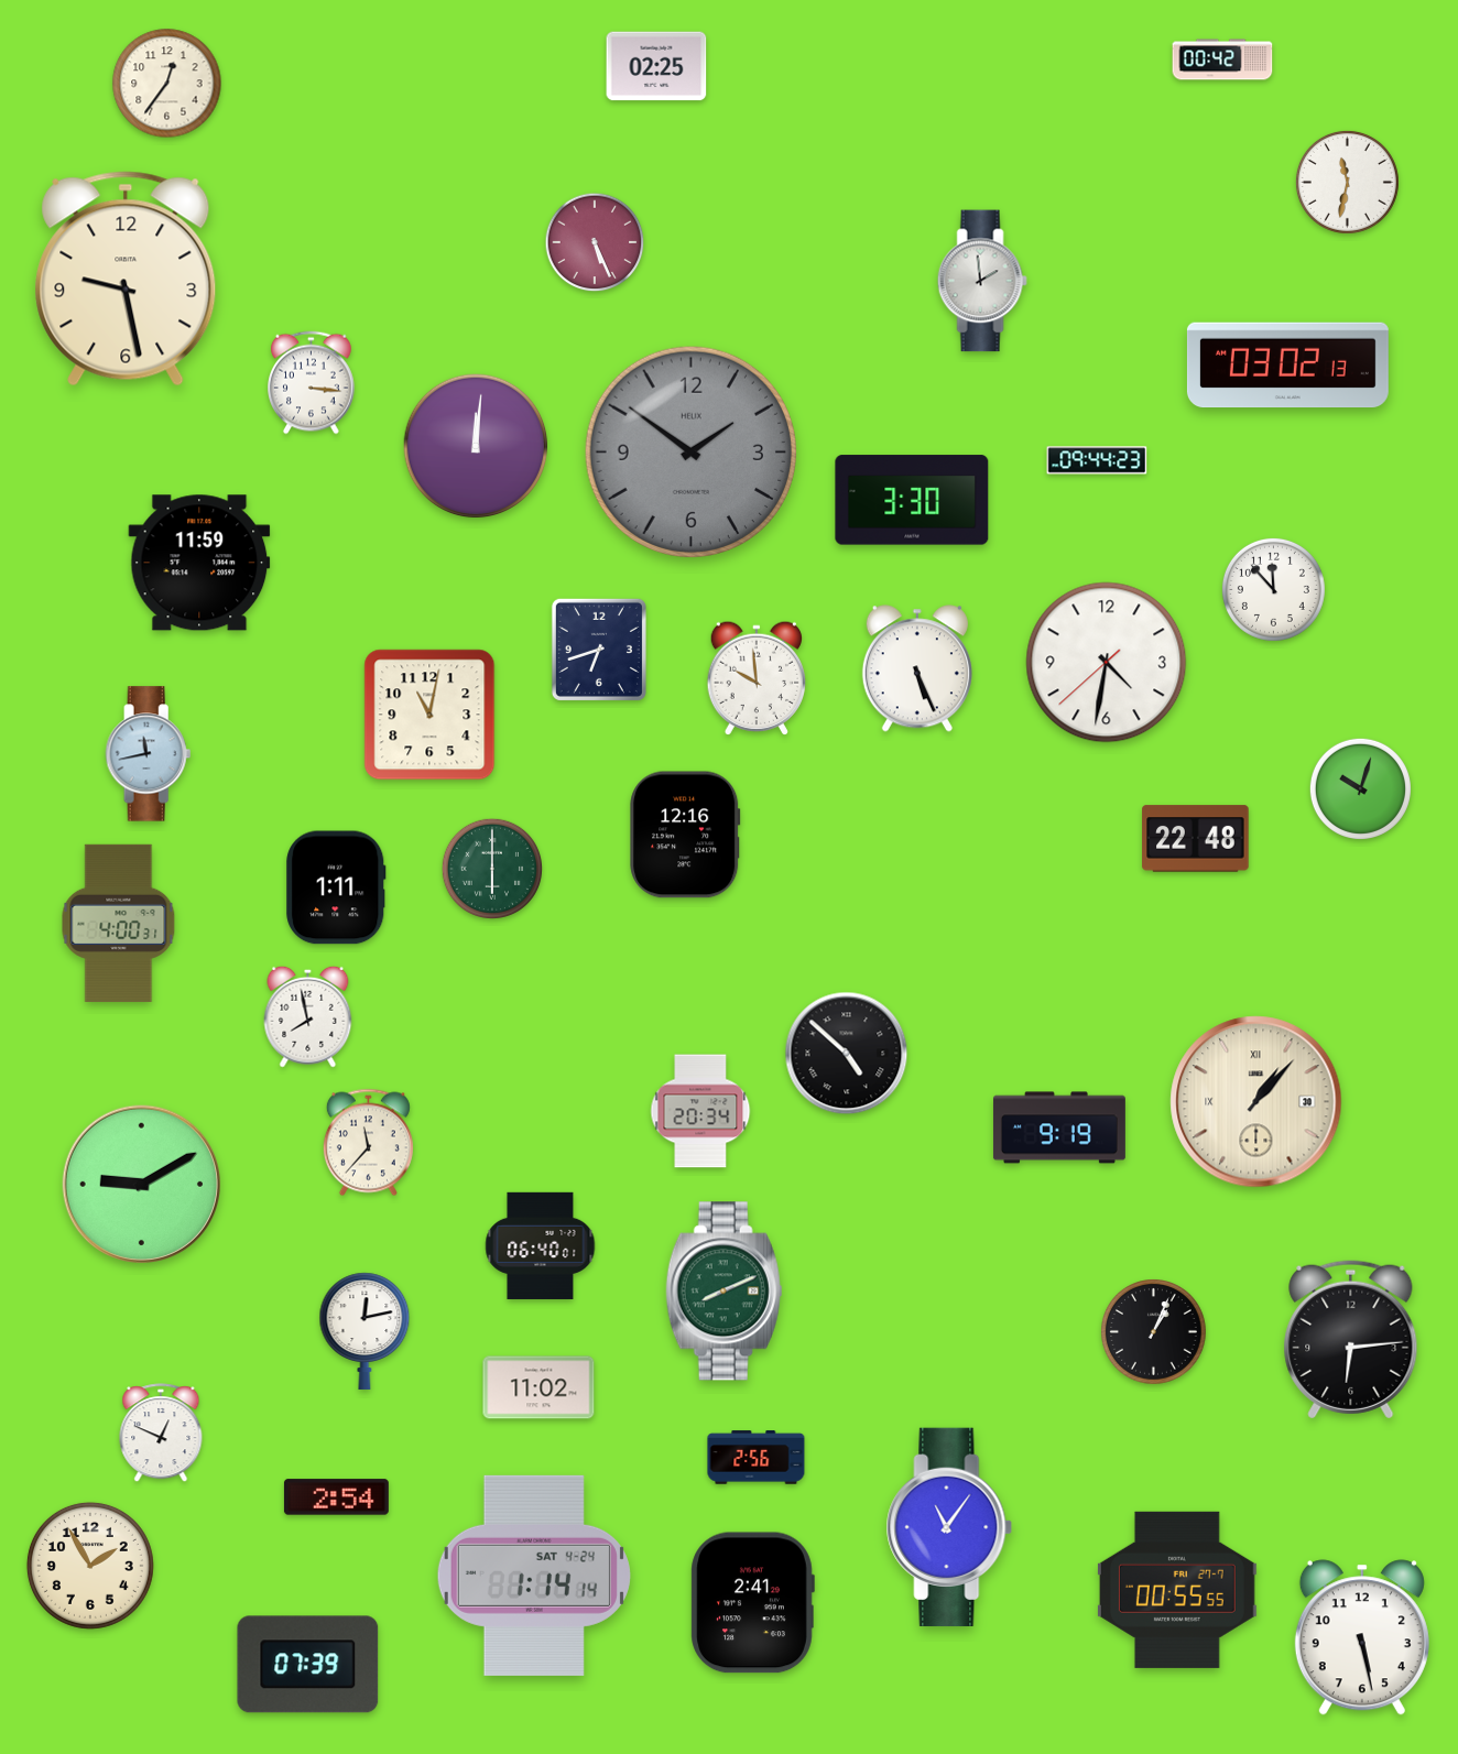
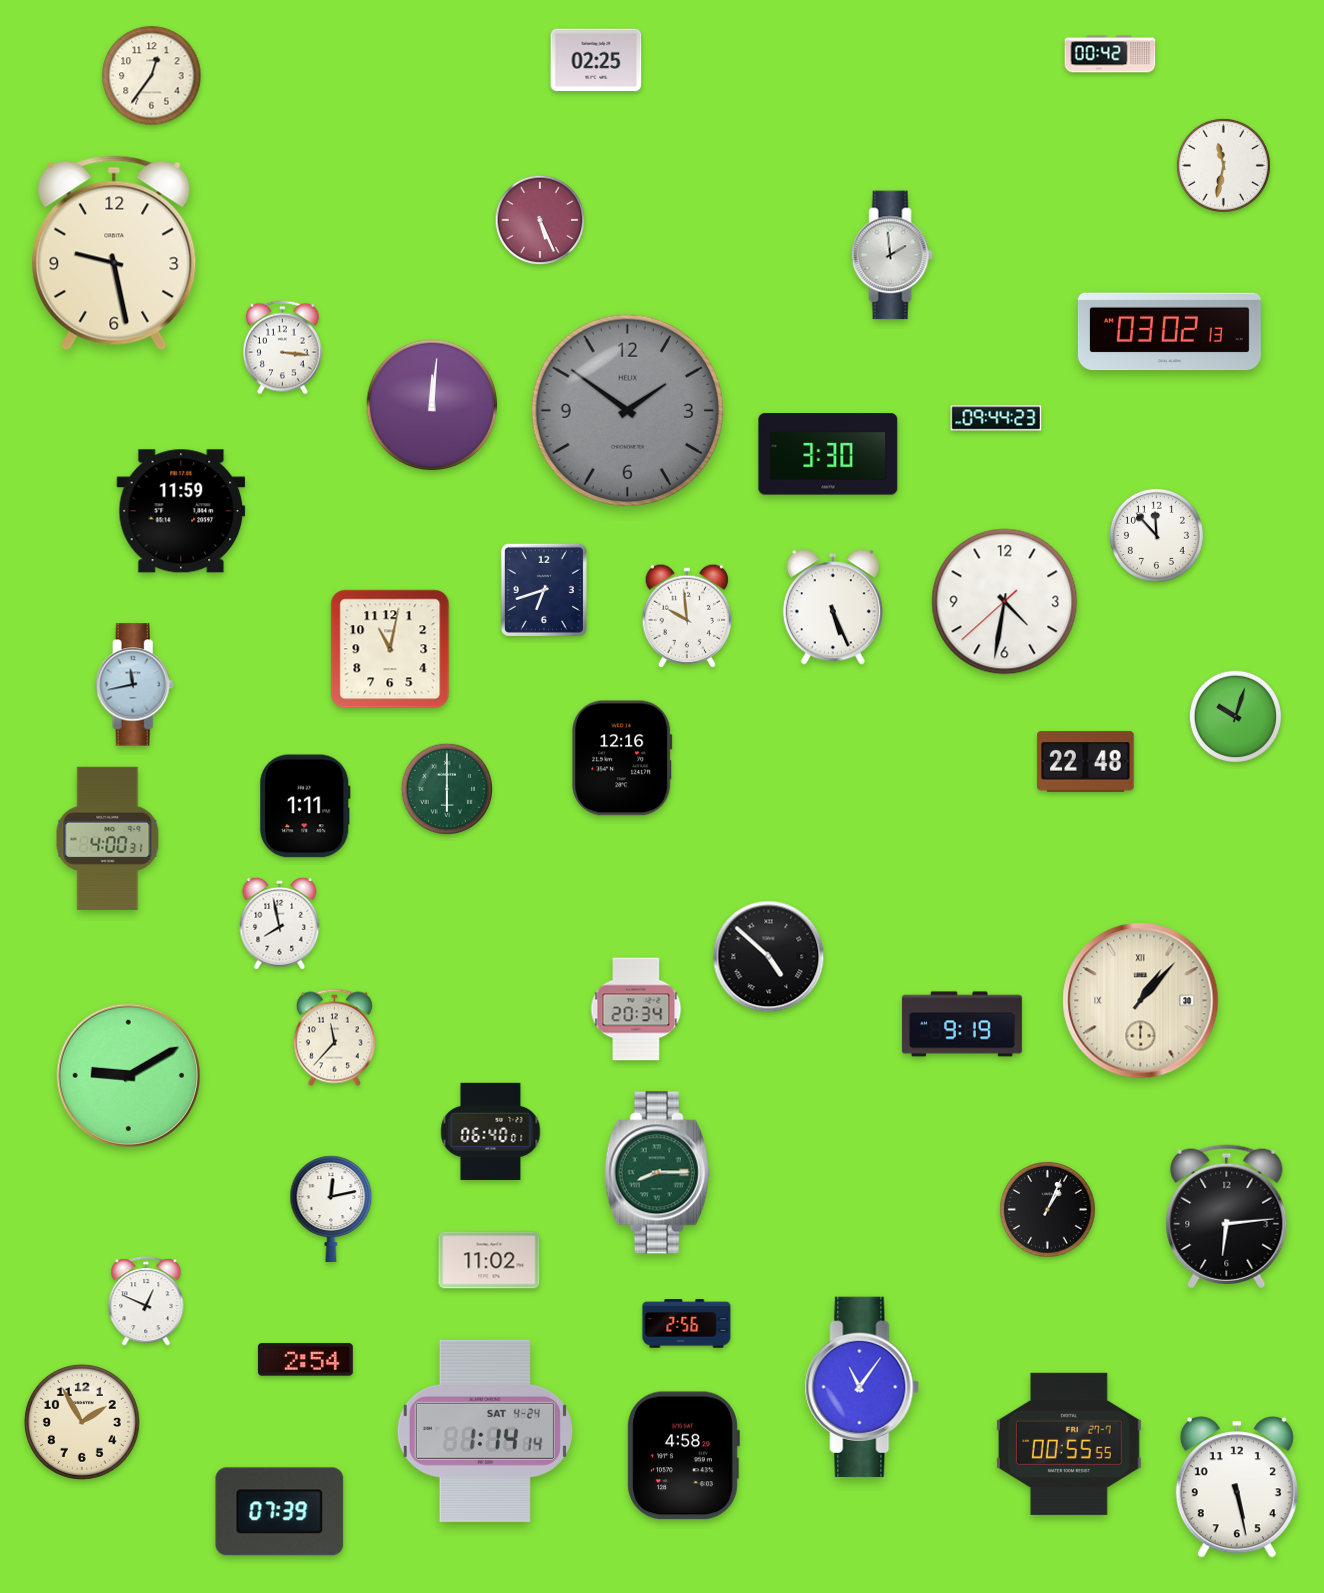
clock at (725, 1292): 8:11 -> 8:15
clock at (752, 1603): 2:41 -> 4:58
